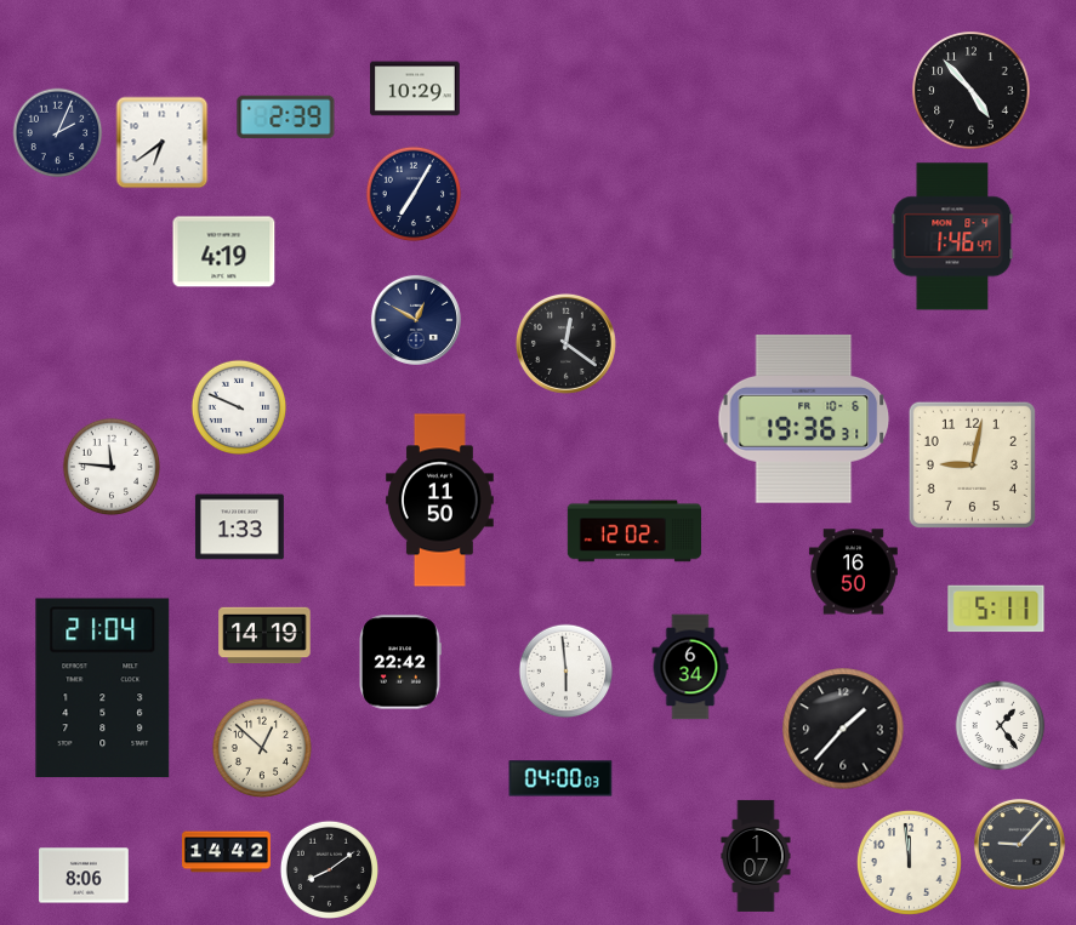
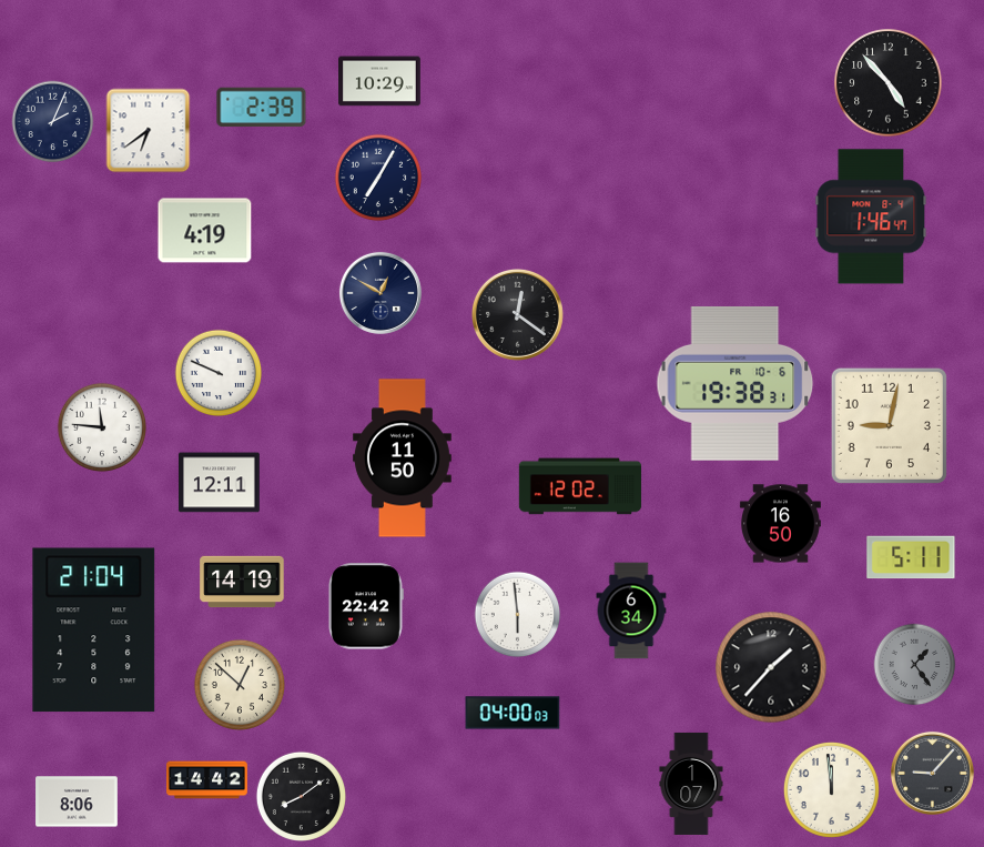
clock at (804, 418): 19:36 -> 19:38
clock at (239, 527): 1:33 -> 12:11
clock at (1001, 726) dial: white -> grey
